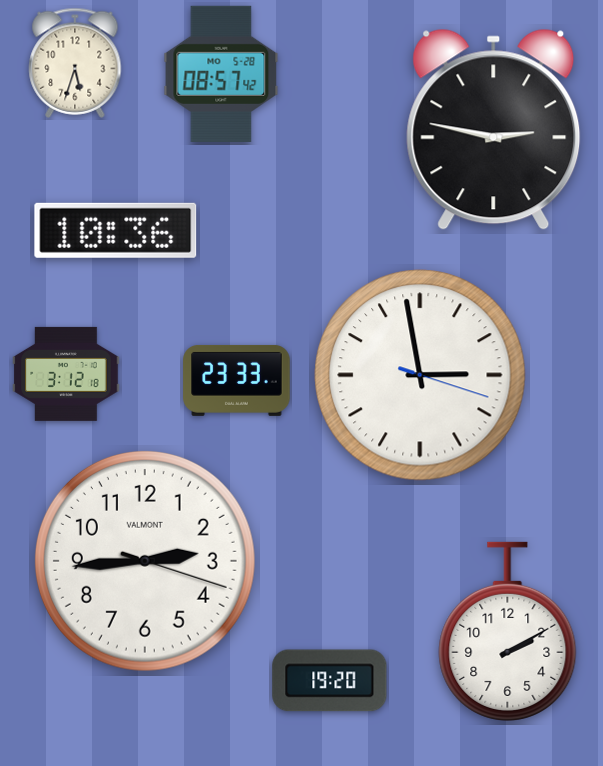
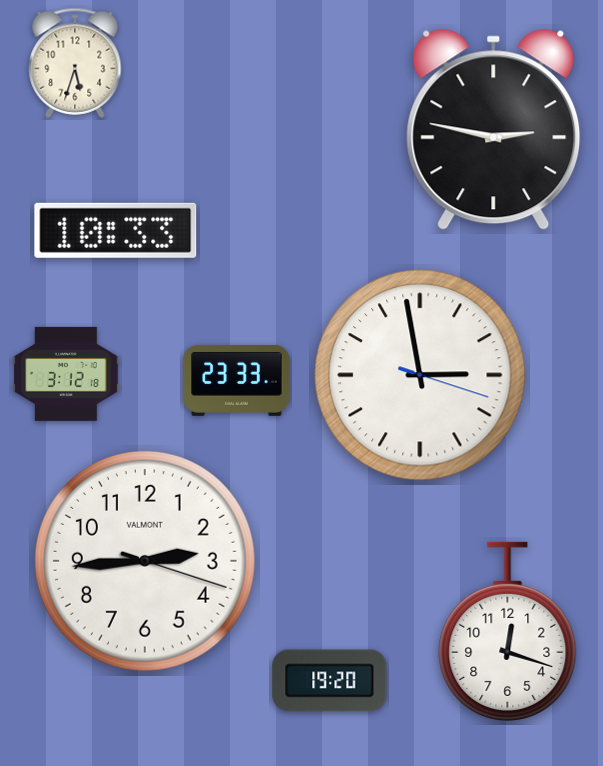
clock at (221, 74): 08:57 -> none
clock at (116, 230): 10:36 -> 10:33
clock at (508, 631): 2:10 -> 12:18
